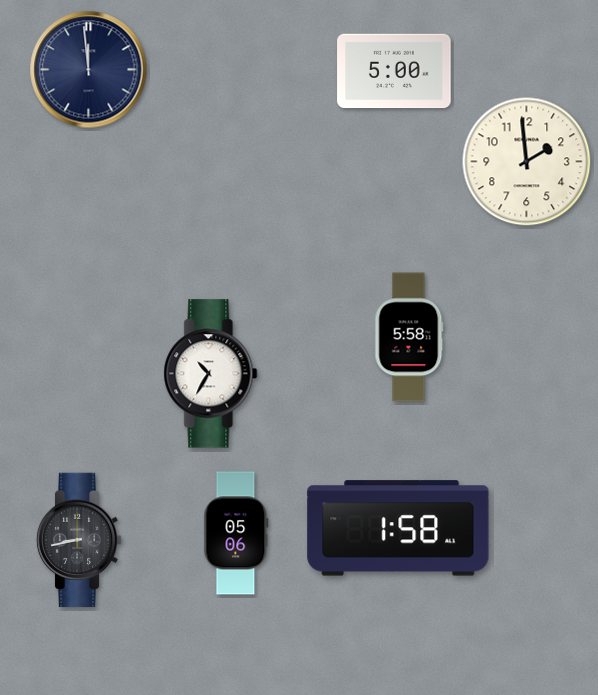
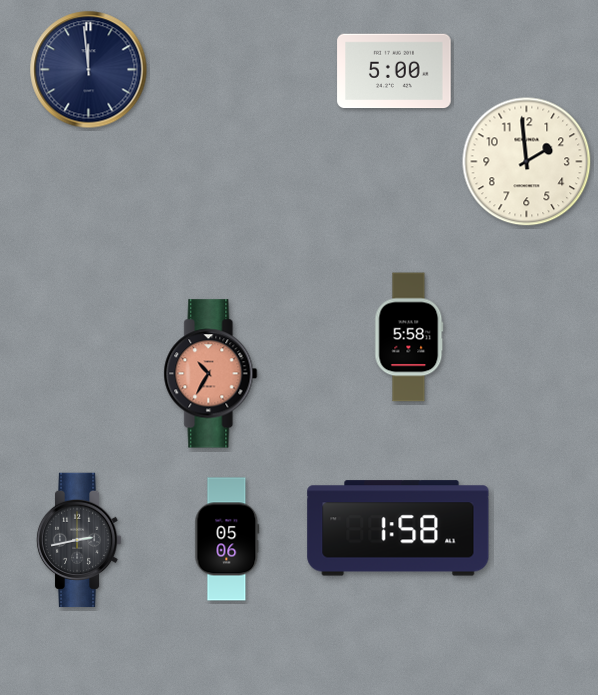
clock at (211, 374) dial: white -> salmon
clock at (236, 533) position: (236, 533) -> (227, 539)
clock at (79, 540): 8:43 -> 2:43
